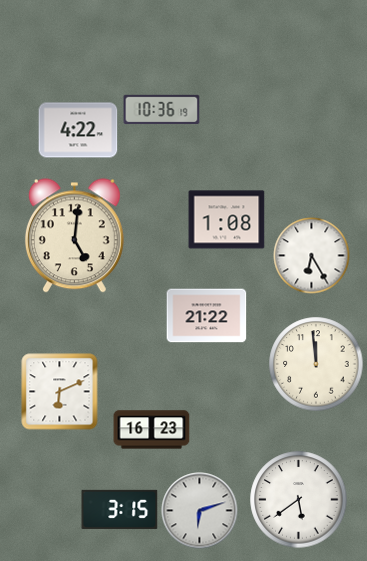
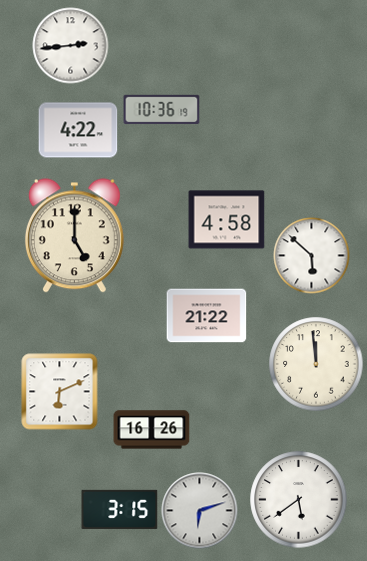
clock at (71, 46): none -> 2:44
clock at (227, 220): 1:08 -> 4:58
clock at (74, 236): 5:01 -> 5:00
clock at (312, 256): 6:25 -> 5:52
clock at (152, 430): 16:23 -> 16:26
